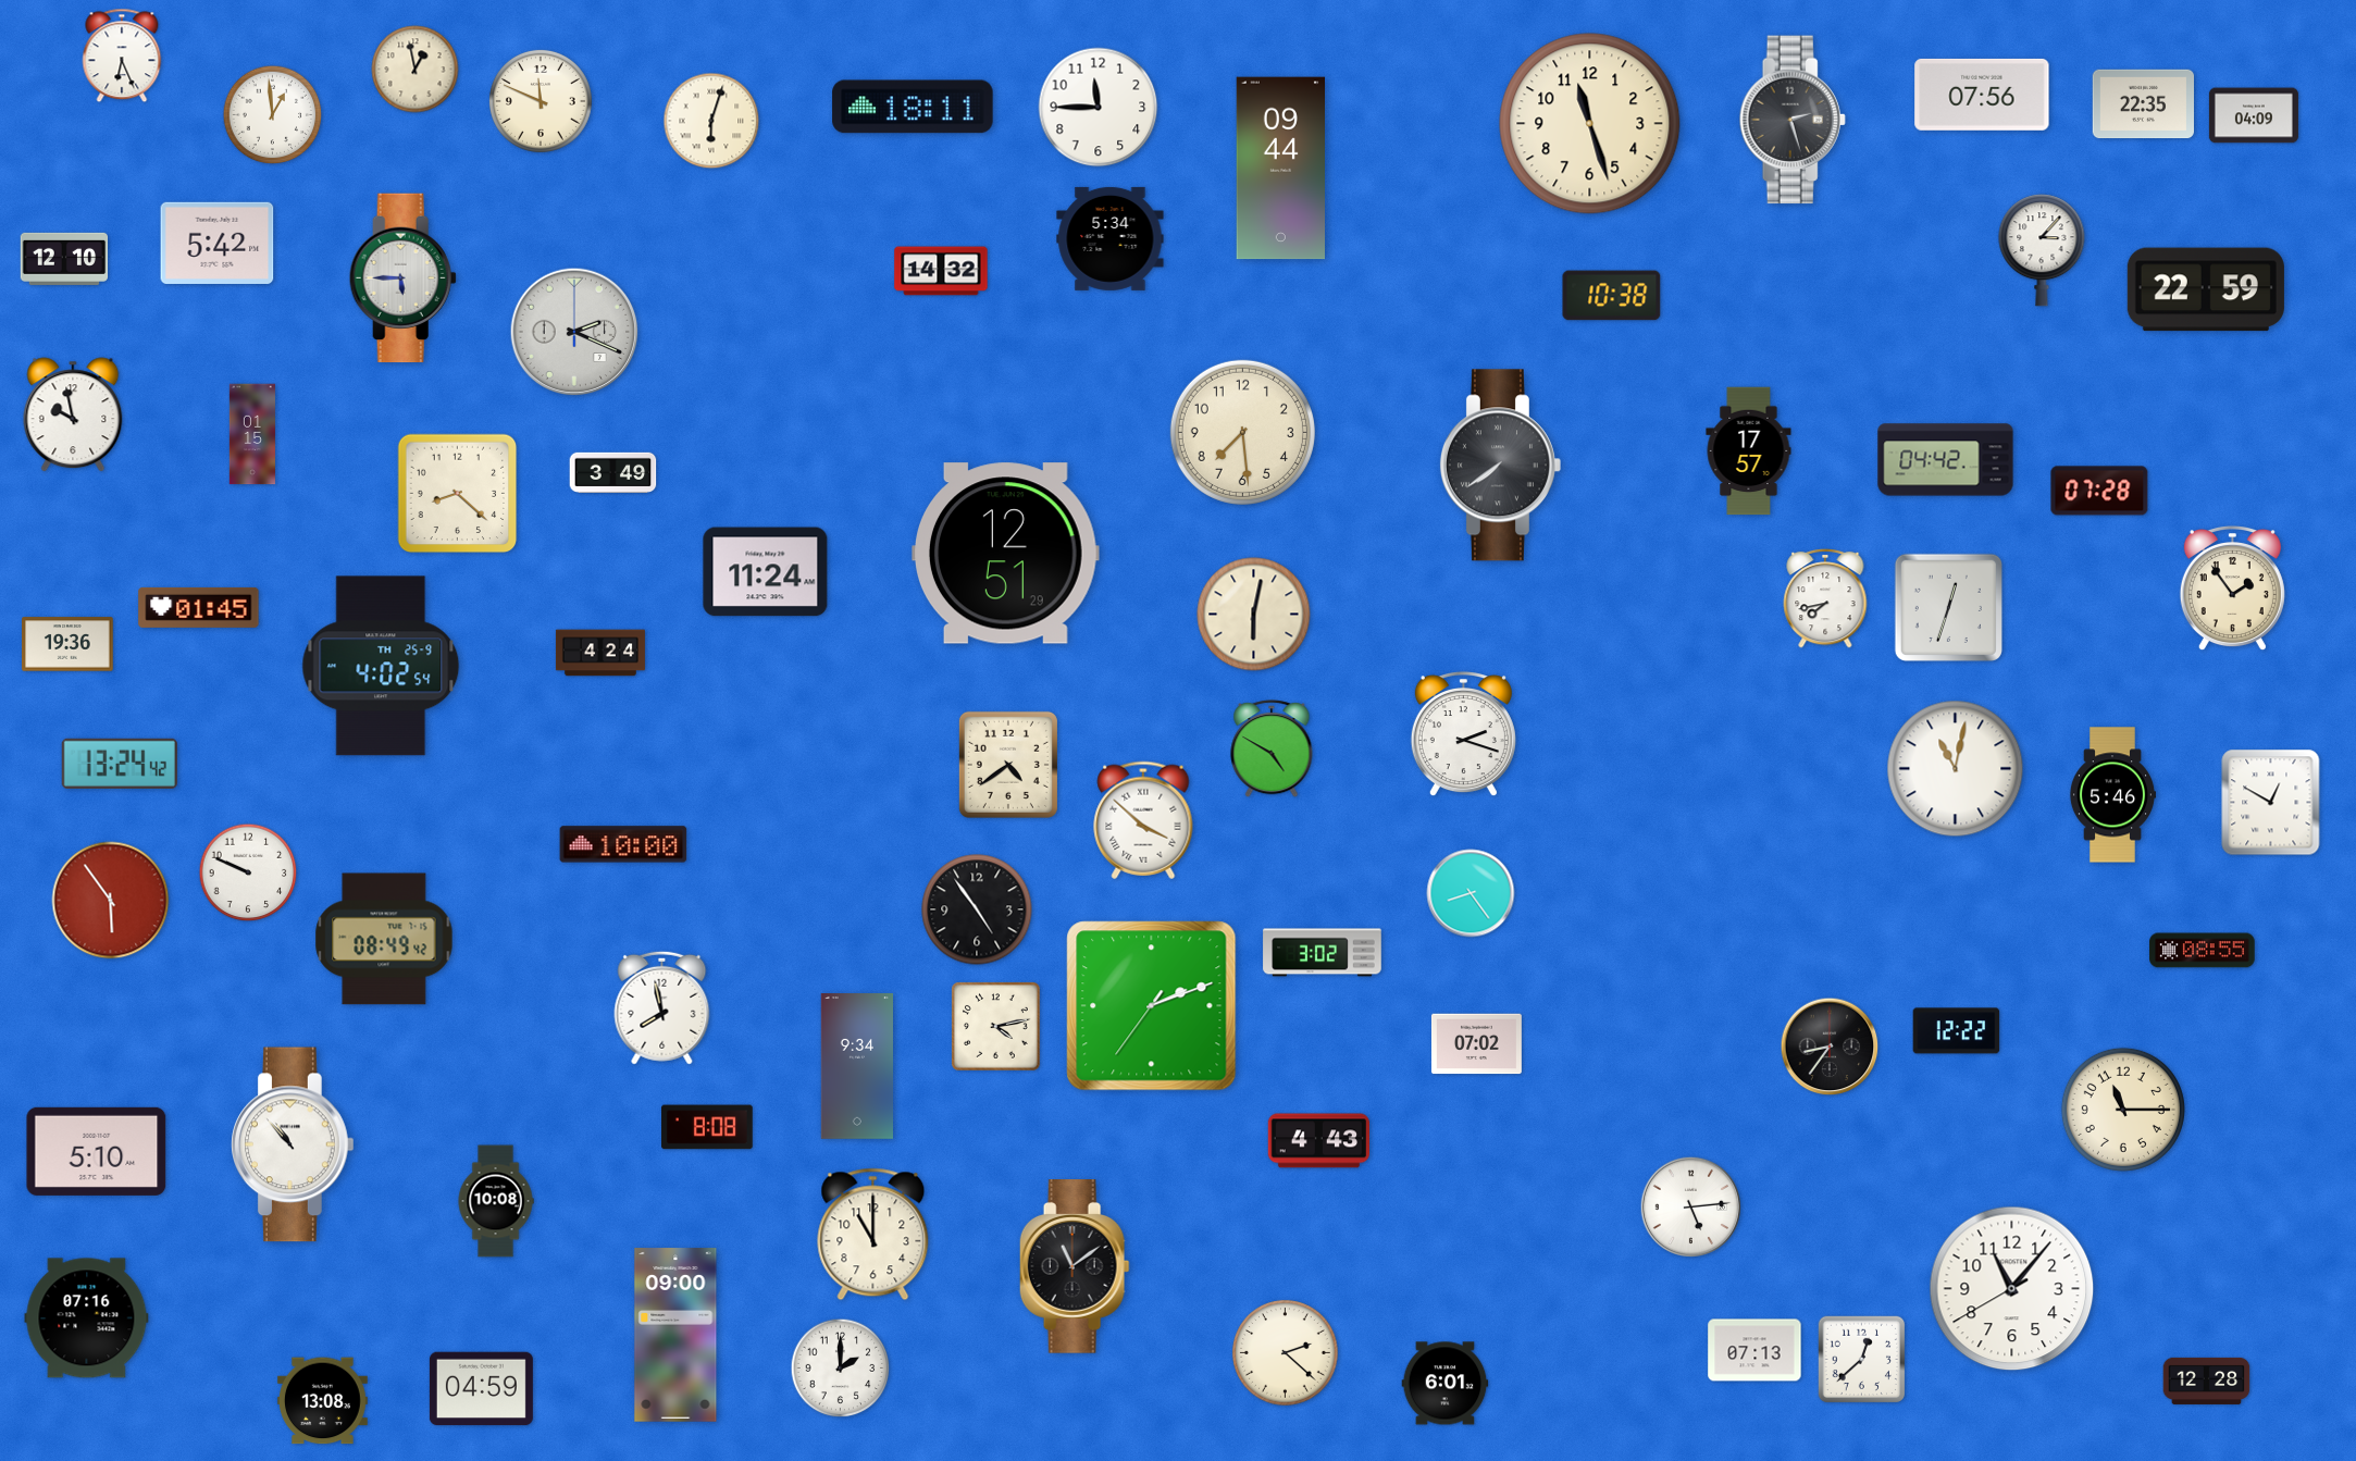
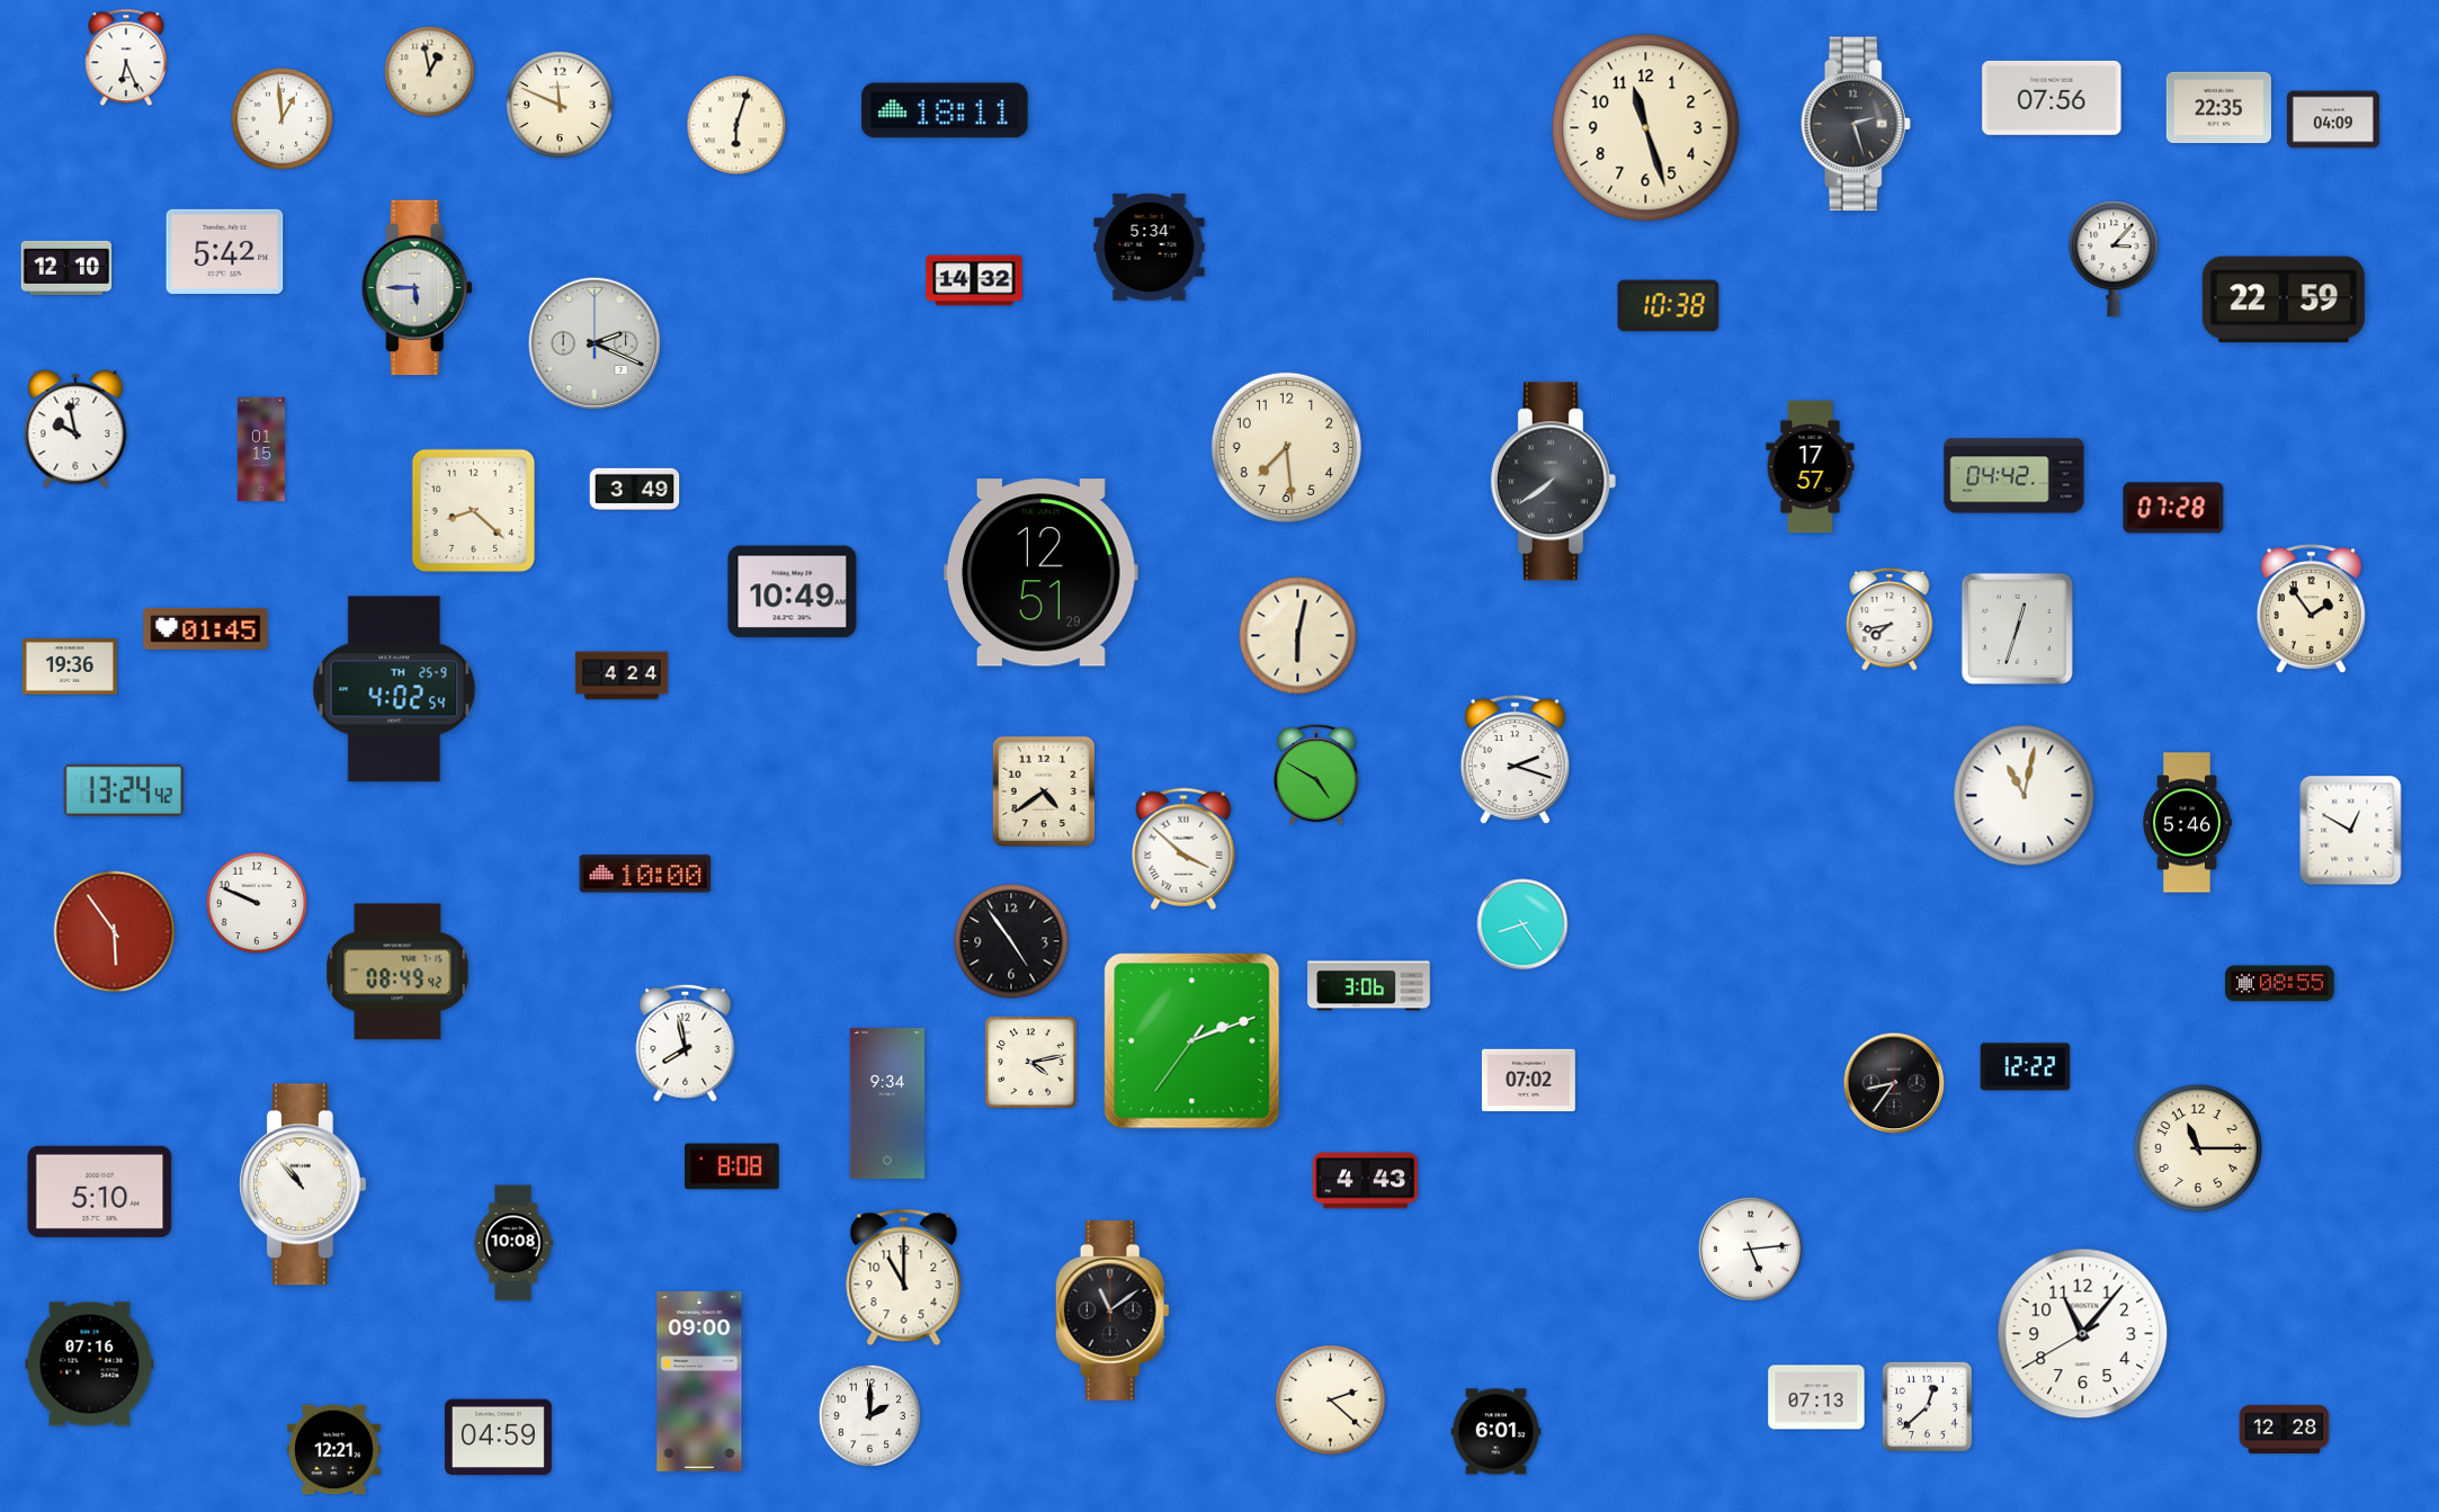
clock at (1099, 108): 11:45 -> none
clock at (1280, 169): 09:44 -> none
clock at (766, 572): 11:24 -> 10:49
clock at (1323, 953): 3:02 -> 3:06
clock at (322, 1401): 13:08 -> 12:21
